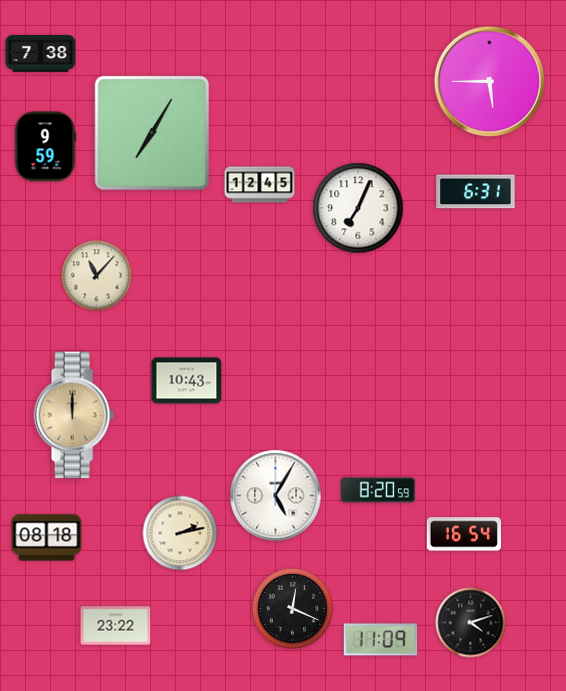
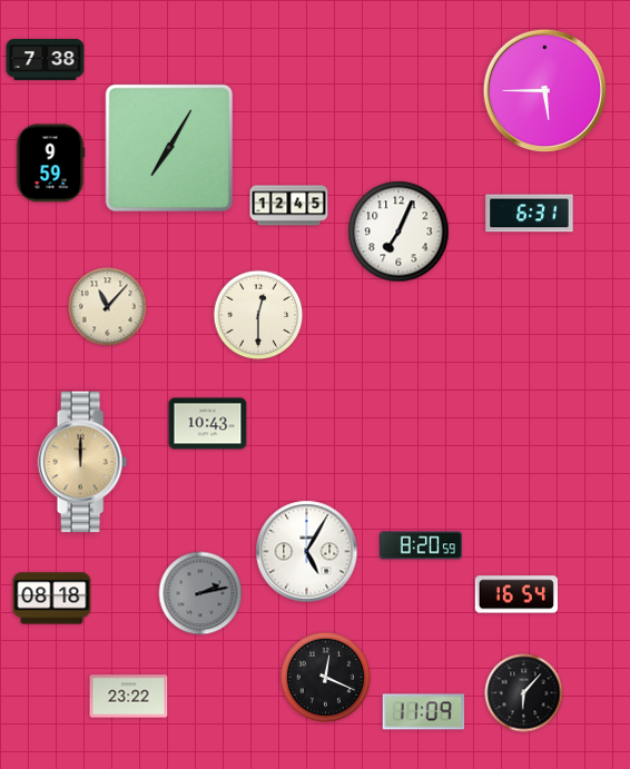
clock at (258, 315): none -> 12:30
clock at (180, 533) dial: cream -> grey
clock at (471, 623): 4:12 -> 6:07
